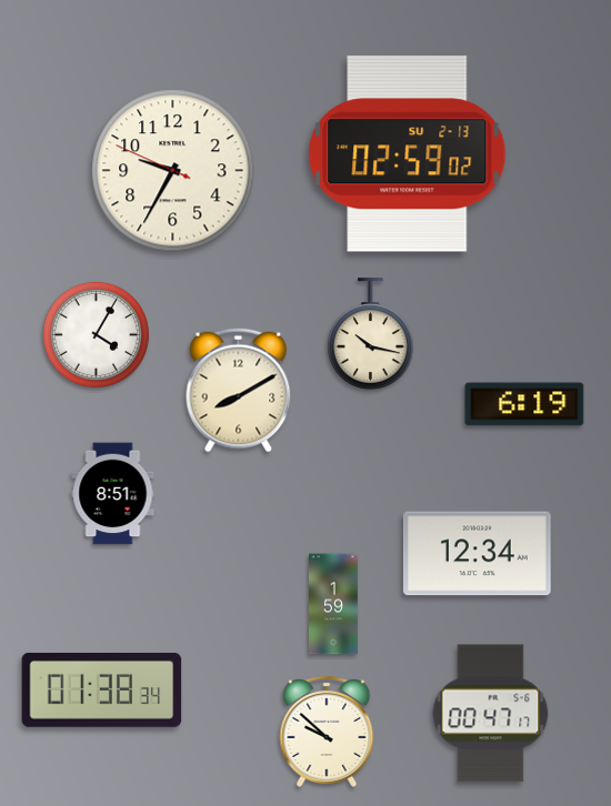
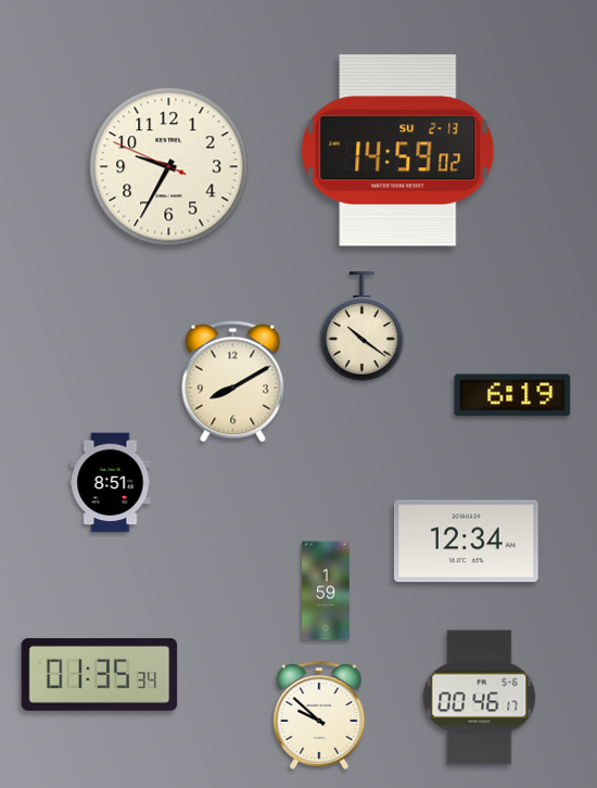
clock at (408, 154): 02:59 -> 14:59
clock at (96, 334): 4:05 -> none
clock at (371, 334): 10:17 -> 10:21
clock at (102, 689): 01:38 -> 01:35
clock at (491, 714): 00:47 -> 00:46
